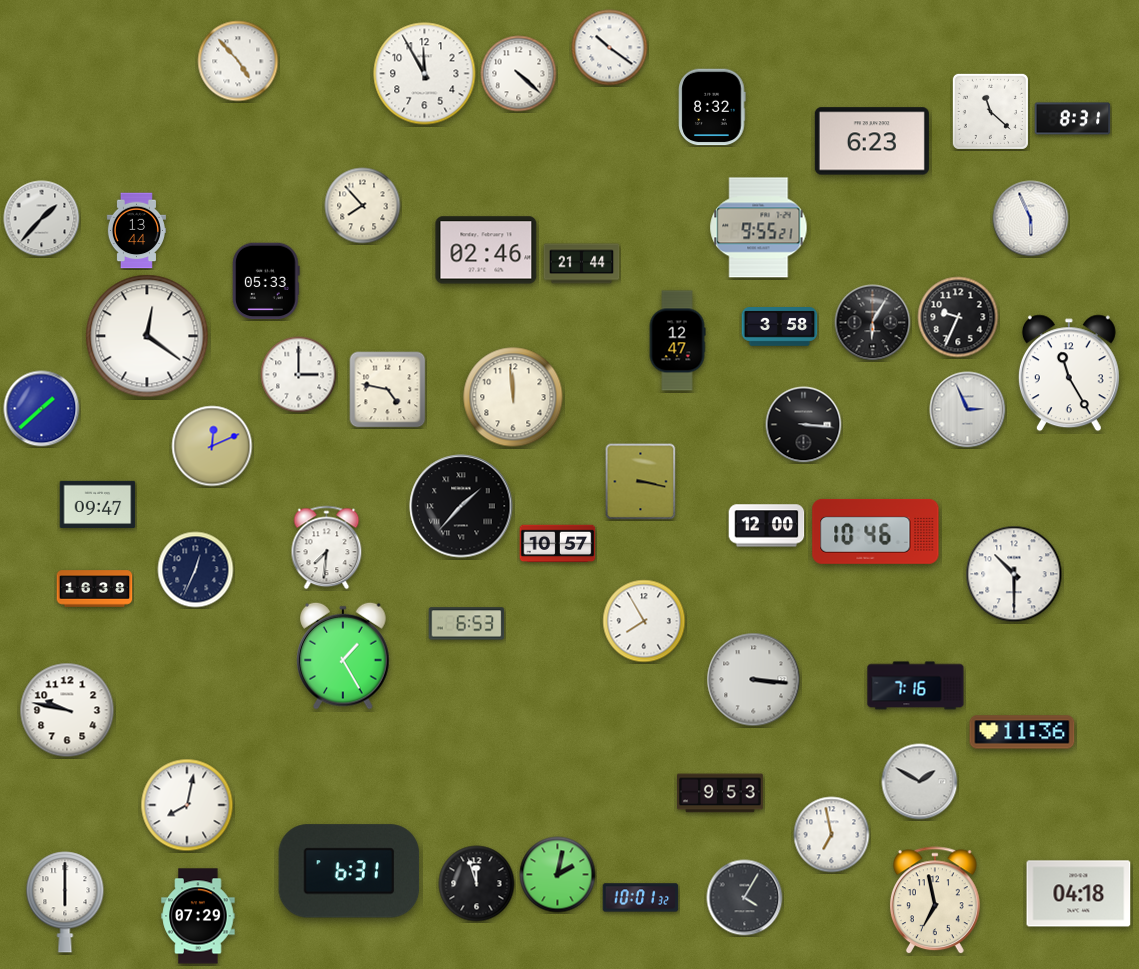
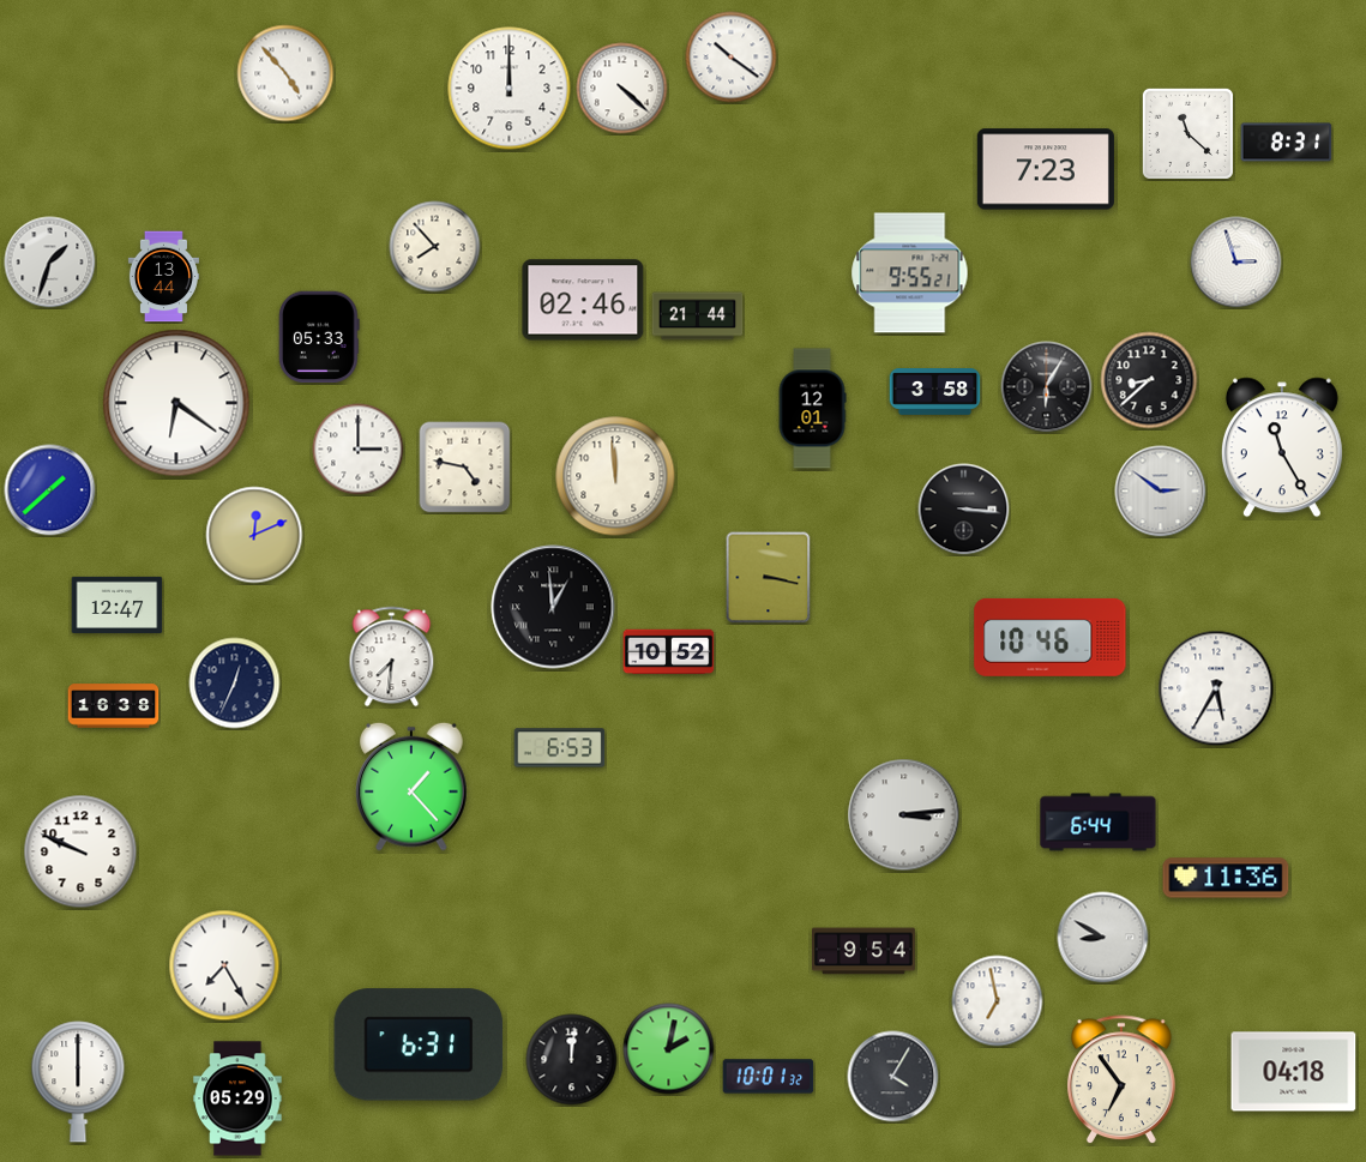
clock at (425, 74): 11:55 -> 12:00
clock at (712, 107): 8:32 -> none
clock at (872, 141): 6:23 -> 7:23
clock at (42, 219): 1:37 -> 1:33
clock at (1031, 219): 5:56 -> 2:57
clock at (958, 317): 9:34 -> 8:38
clock at (147, 336): 12:21 -> 6:21
clock at (677, 341): 12:47 -> 12:01
clock at (968, 410): 2:56 -> 2:51
clock at (98, 504): 09:47 -> 12:47
clock at (461, 506): 1:37 -> 12:59
clock at (767, 526): 12:00 -> none
clock at (558, 544): 10:57 -> 10:52
clock at (1014, 574): 10:30 -> 5:35
clock at (644, 621): 7:55 -> none
clock at (343, 656): 1:25 -> 1:23
clock at (754, 680): 3:16 -> 3:14
clock at (916, 686): 7:16 -> 6:44
clock at (67, 710): 9:47 -> 9:49
clock at (920, 782): 1:50 -> 8:50
clock at (721, 793): 9:53 -> 9:54
clock at (187, 805): 8:02 -> 7:25
clock at (477, 884): 11:57 -> 12:01
clock at (935, 901): 6:58 -> 6:54
clock at (198, 916): 07:29 -> 05:29
